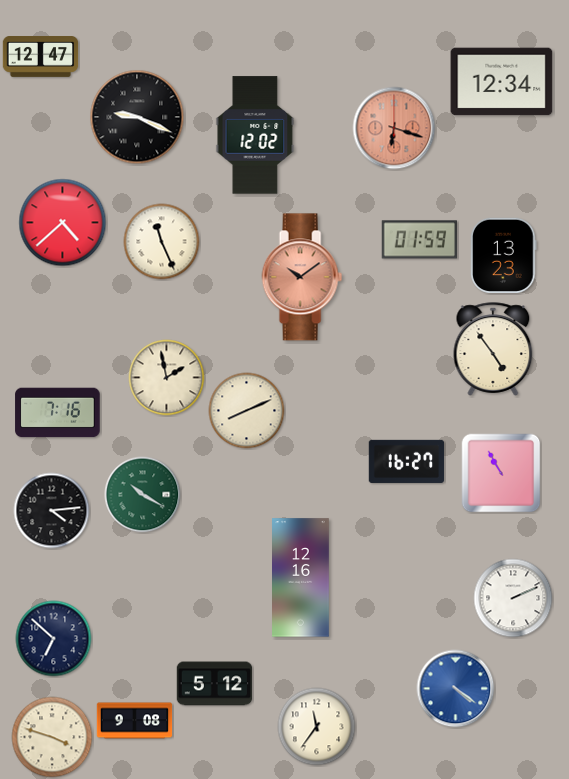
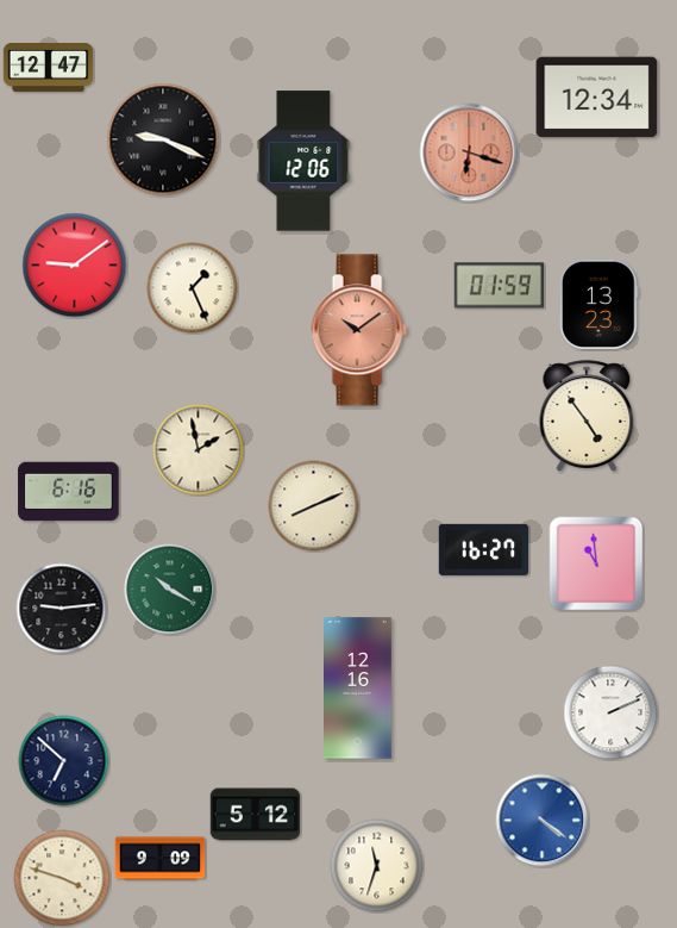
clock at (255, 135): 12:02 -> 12:06
clock at (63, 223): 4:38 -> 9:09
clock at (162, 242): 11:26 -> 1:26
clock at (247, 411) position: (247, 411) -> (314, 506)
clock at (58, 413): 7:16 -> 6:16
clock at (501, 473): 10:55 -> 10:59
clock at (52, 511): 4:14 -> 9:14
clock at (135, 721): 9:08 -> 9:09
clock at (317, 727): 11:36 -> 11:33
